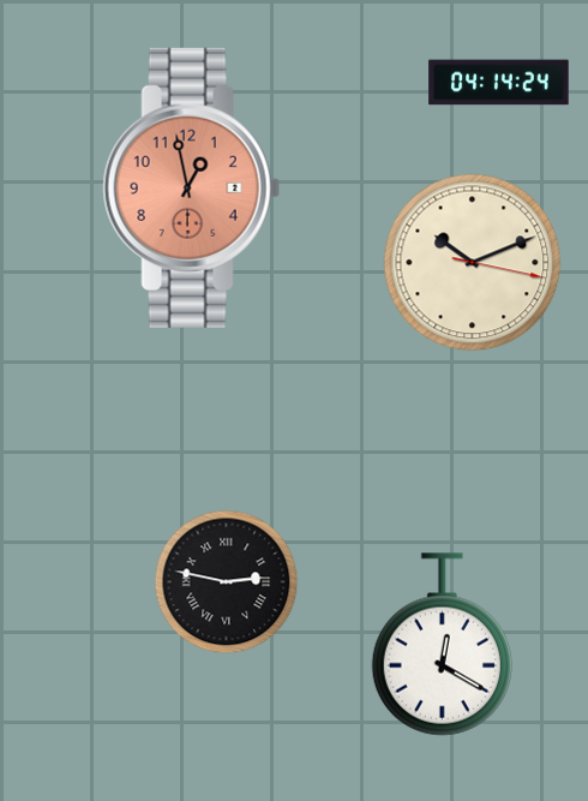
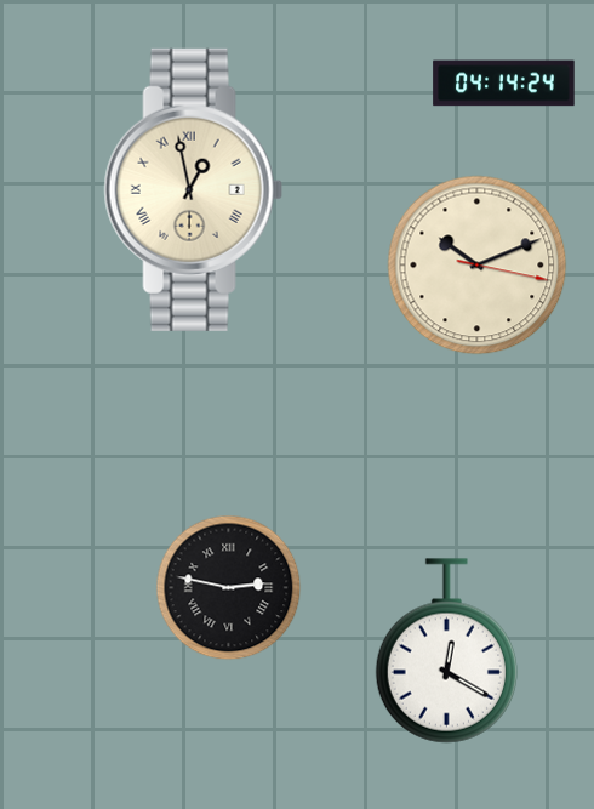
clock at (191, 187) dial: salmon -> cream
clock at (191, 187) numerals: Arabic -> Roman
